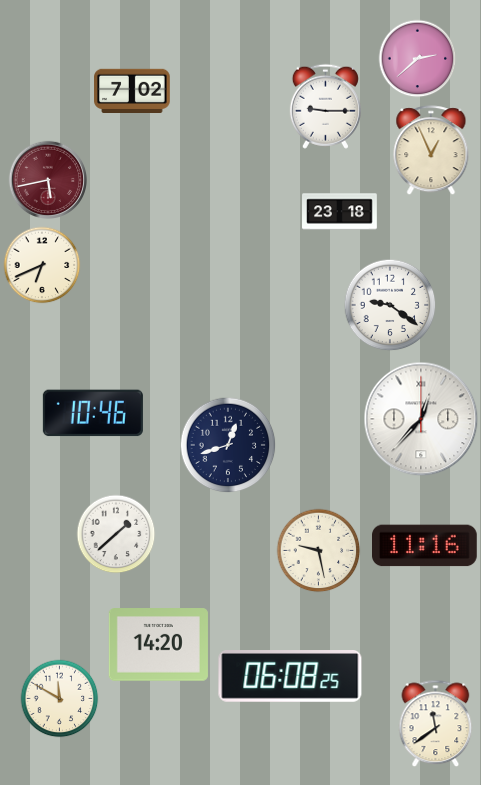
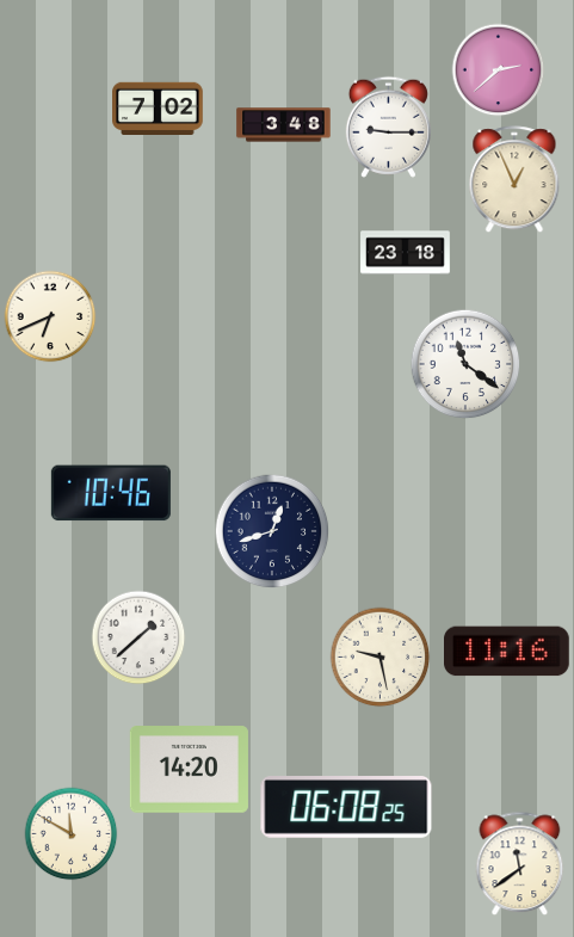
clock at (284, 125): none -> 3:48
clock at (47, 179): 5:43 -> none
clock at (390, 305): 9:21 -> 11:21
clock at (421, 419): 12:37 -> none
